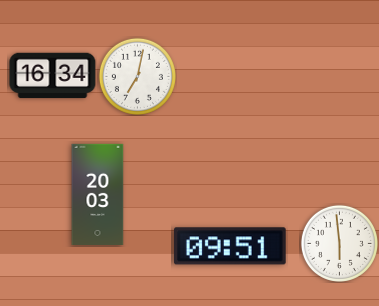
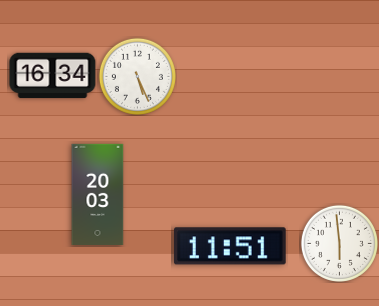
clock at (137, 76): 7:02 -> 5:26
clock at (231, 246): 09:51 -> 11:51
